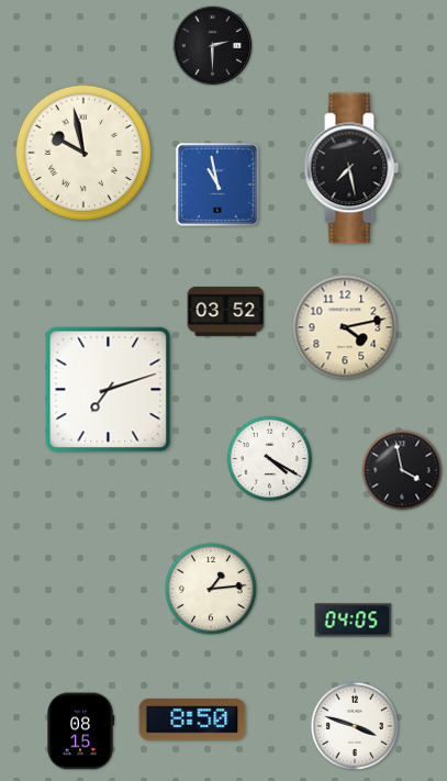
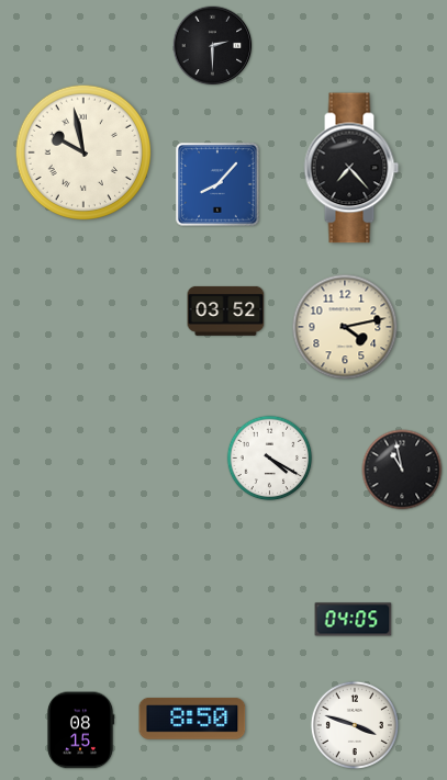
clock at (351, 168): 7:28 -> 7:23
clock at (217, 185): 10:58 -> 8:07
clock at (109, 390): 7:12 -> none
clock at (402, 470): 3:58 -> 10:58
clock at (211, 589): 1:14 -> none
